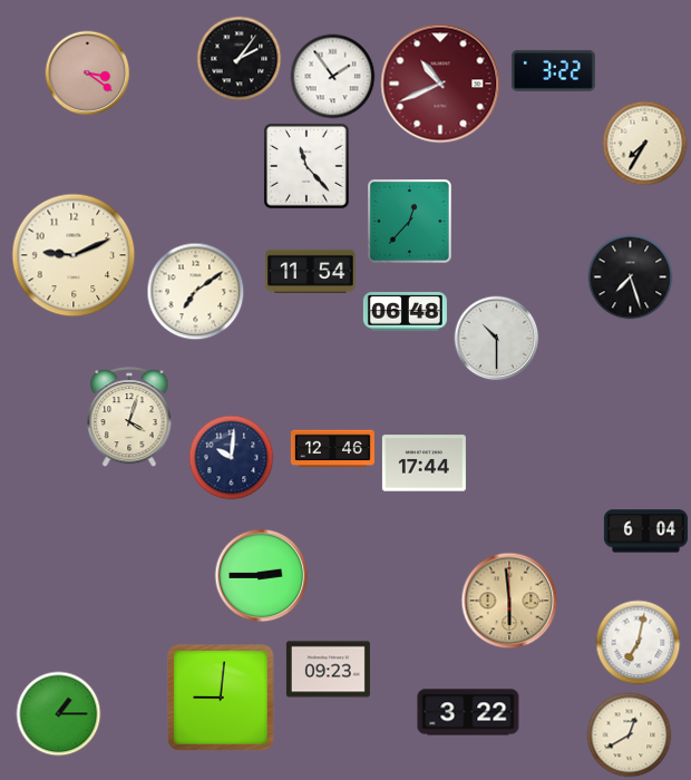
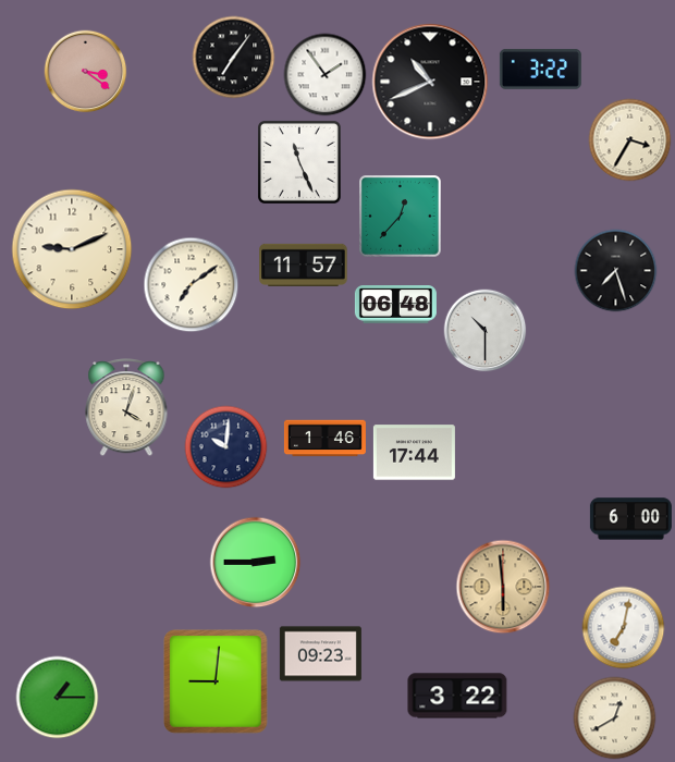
clock at (240, 59): 2:06 -> 7:06
clock at (440, 84) dial: burgundy -> black
clock at (645, 144): 7:35 -> 3:35
clock at (308, 167): 11:23 -> 11:26
clock at (311, 271): 11:54 -> 11:57
clock at (332, 449): 12:46 -> 1:46
clock at (645, 532): 6:04 -> 6:00
clock at (509, 601) position: (509, 601) -> (503, 587)
